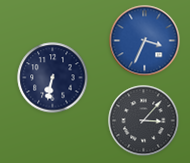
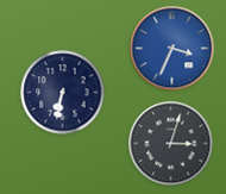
clock at (144, 121): 3:07 -> 3:03
